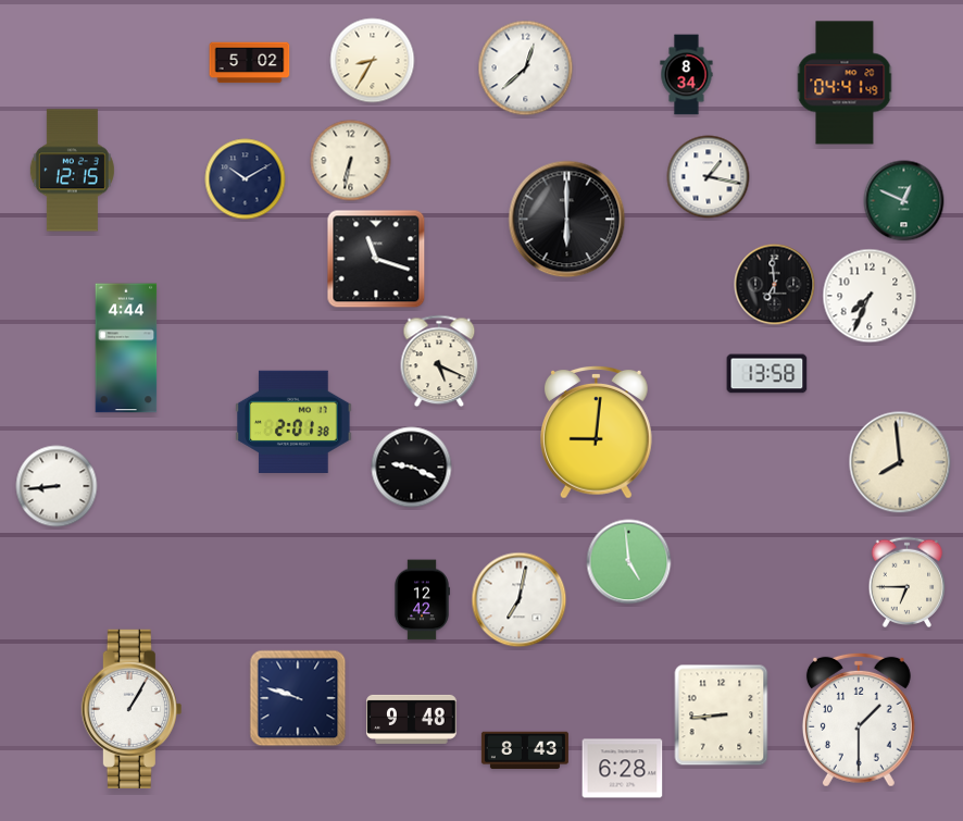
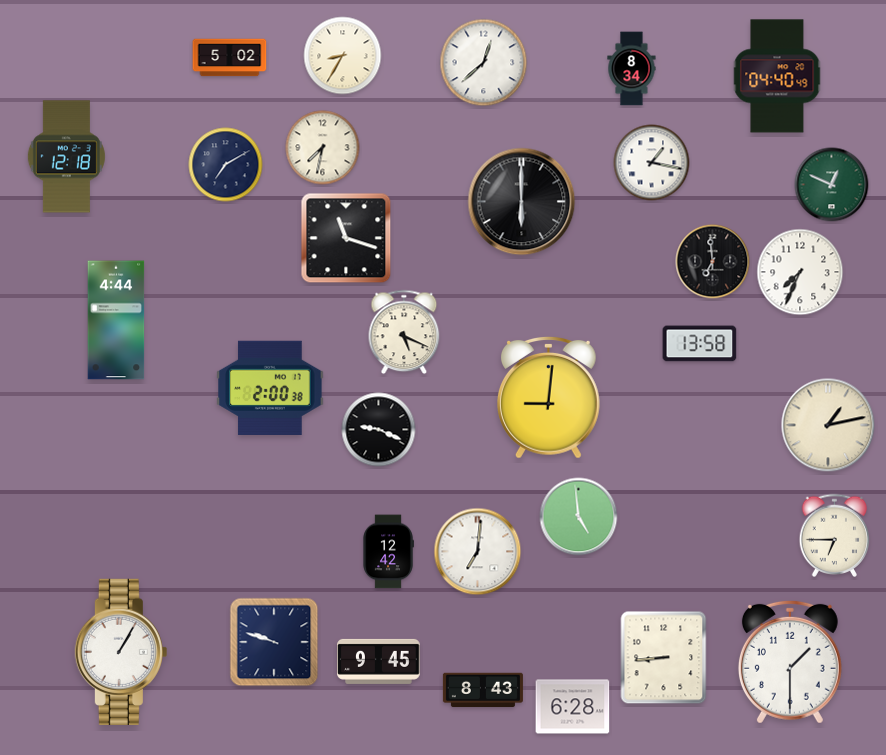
clock at (845, 83): 04:41 -> 04:40
clock at (351, 161): 6:32 -> 7:32
clock at (72, 171): 12:15 -> 12:18
clock at (246, 179): 10:10 -> 7:10
clock at (767, 374) position: (767, 374) -> (700, 344)
clock at (293, 422): 2:01 -> 2:00
clock at (900, 462): 7:59 -> 1:13
clock at (57, 486): 8:44 -> none
clock at (520, 600): 7:02 -> 7:01
clock at (412, 719): 9:48 -> 9:45
